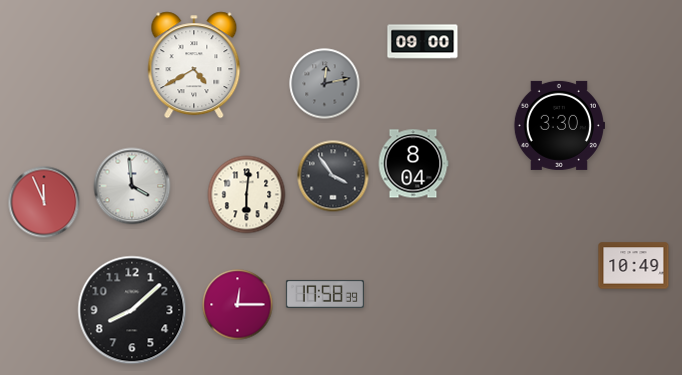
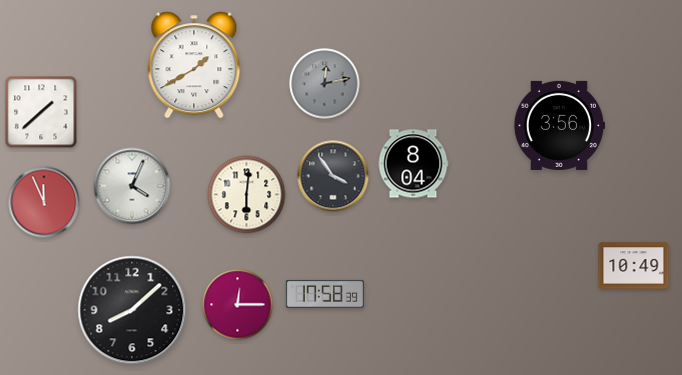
clock at (423, 42): 09:00 -> none
clock at (194, 65): 4:40 -> 1:40
clock at (41, 112): none -> 1:38
clock at (558, 125): 3:30 -> 3:56
clock at (132, 186): 3:59 -> 4:04
